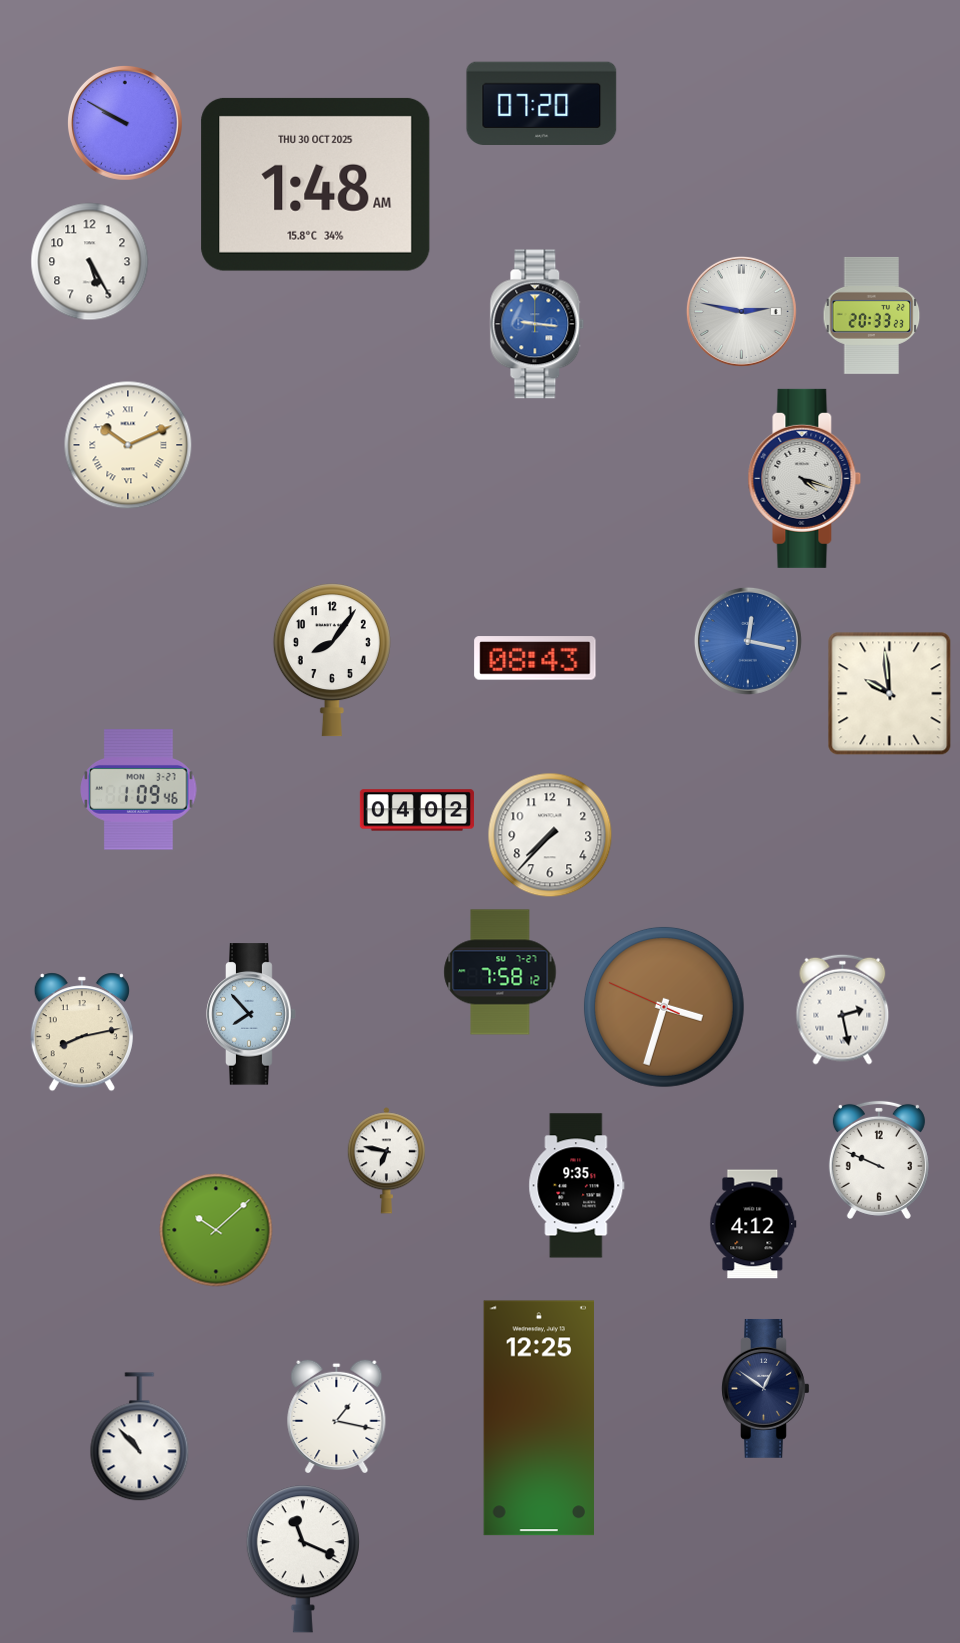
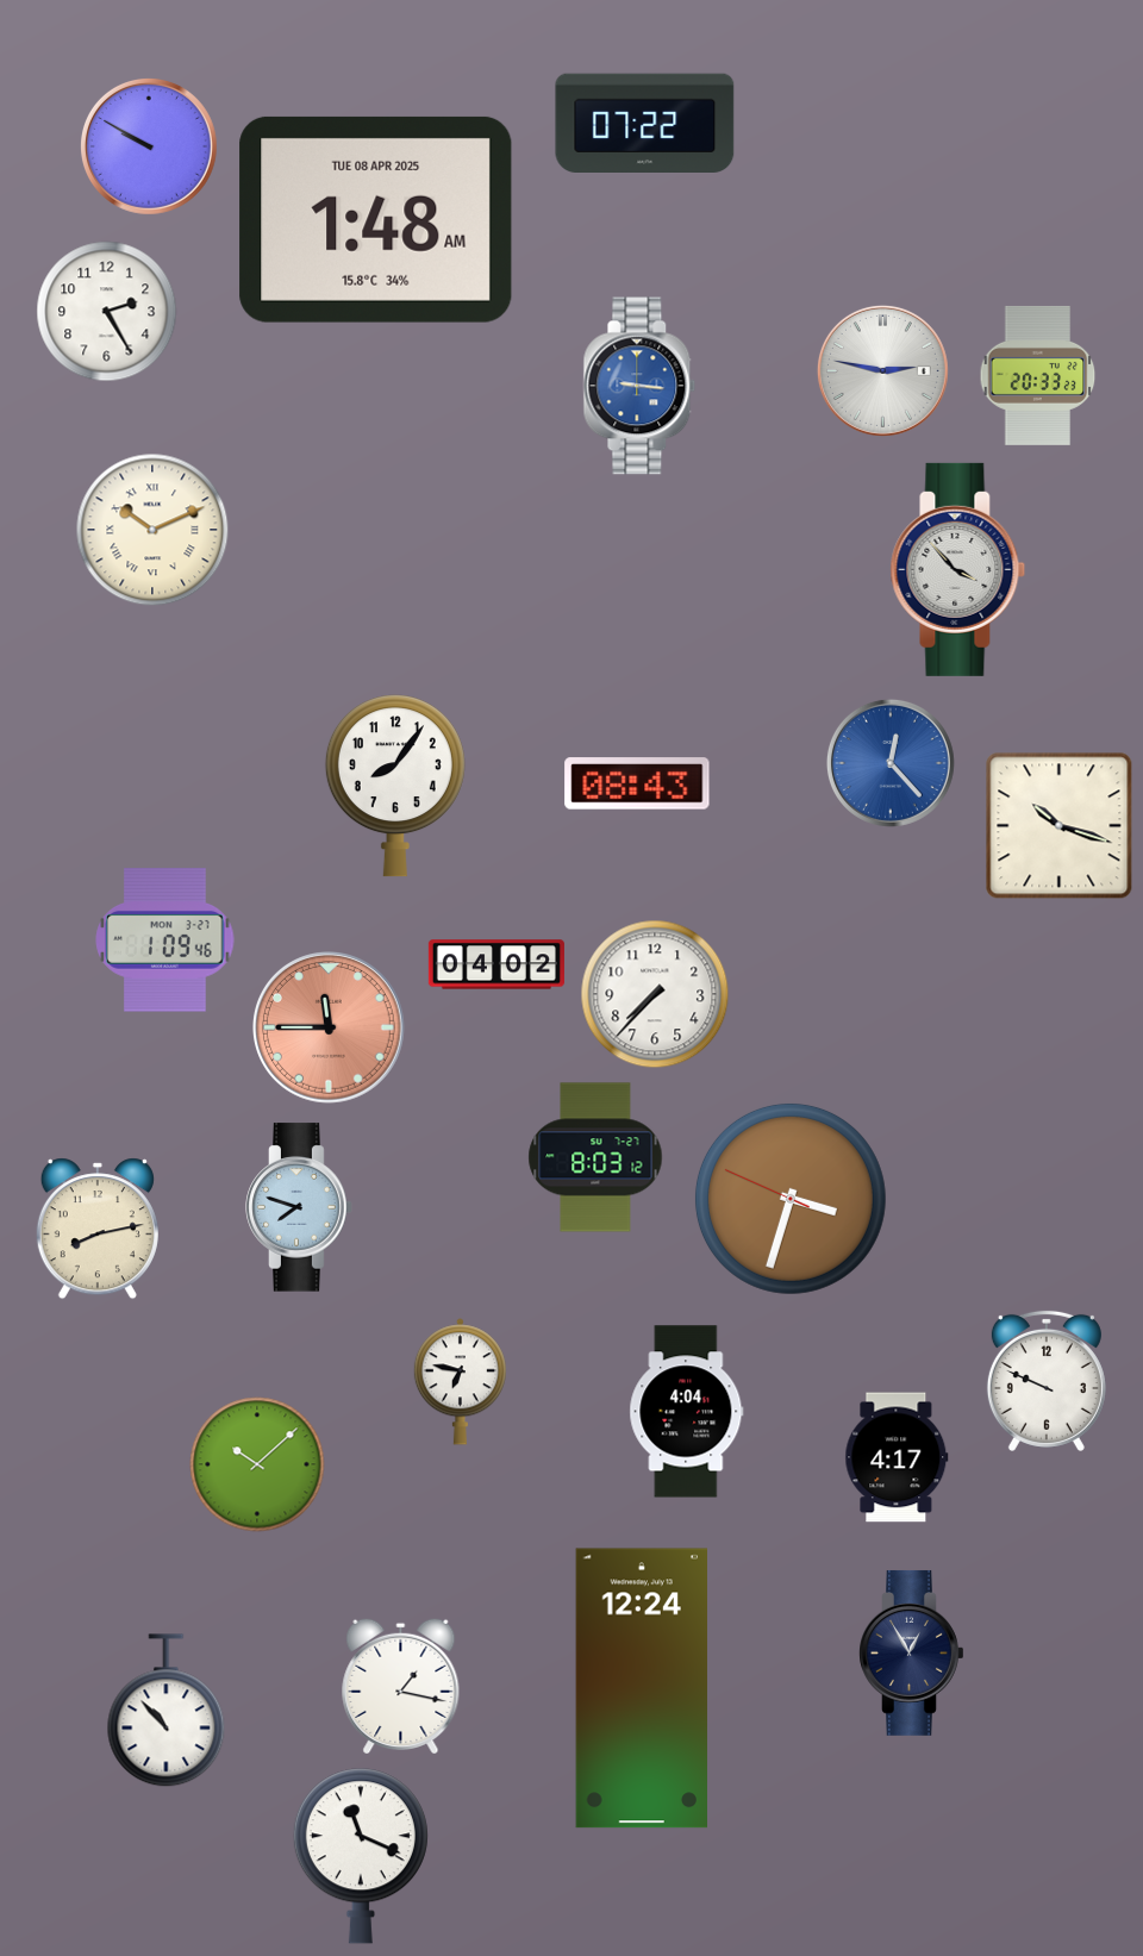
clock at (542, 103): 07:20 -> 07:22
clock at (316, 184) date: THU 30 OCT 2025 -> TUE 08 APR 2025
clock at (90, 262): 5:25 -> 2:25
clock at (805, 478): 4:18 -> 3:53
clock at (748, 641): 12:17 -> 12:23
clock at (890, 694): 9:59 -> 10:18
clock at (330, 1029): none -> 11:45
clock at (500, 972): 7:58 -> 8:03
clock at (843, 1009): 2:28 -> none
clock at (251, 1014): 7:53 -> 7:48
clock at (577, 1186): 9:35 -> 4:04
clock at (753, 1224): 4:12 -> 4:17
clock at (766, 1388): 12:51 -> 12:55
clock at (538, 1418): 12:25 -> 12:24
